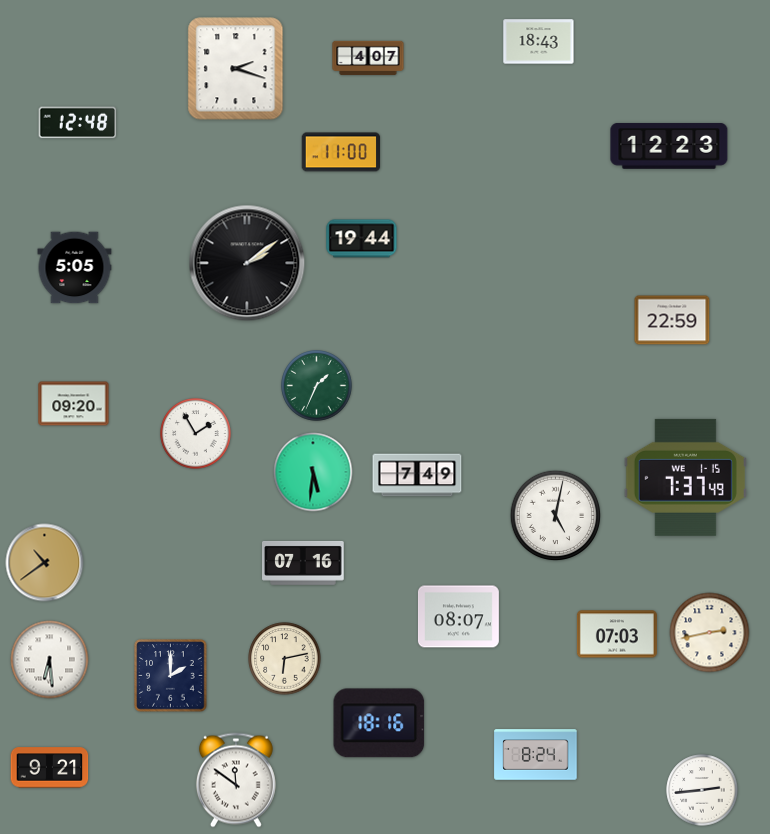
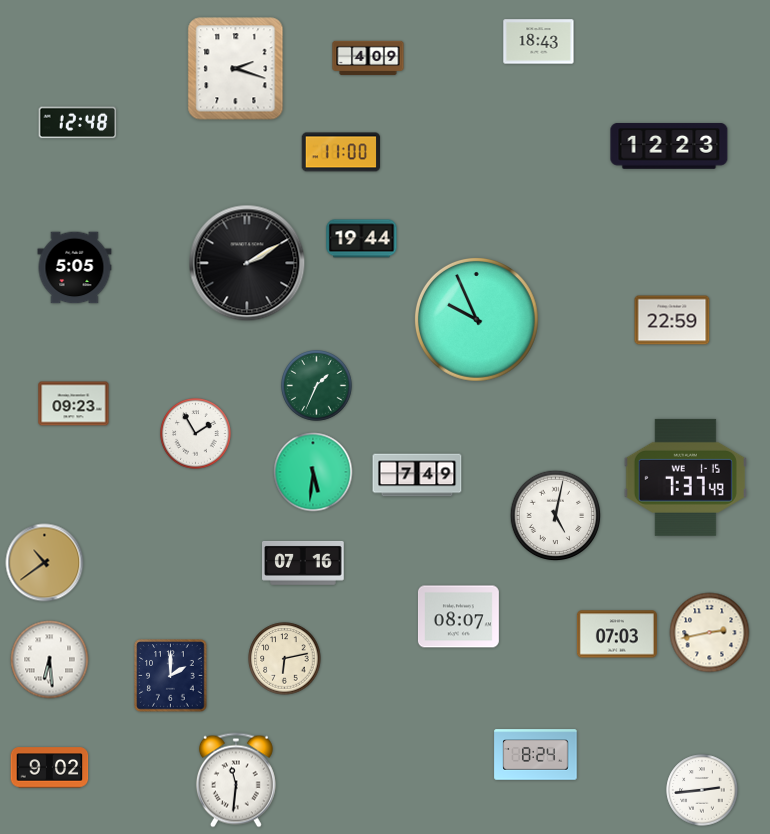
clock at (368, 58): 4:07 -> 4:09
clock at (247, 263): 2:09 -> 2:10
clock at (476, 319): none -> 9:56
clock at (74, 404): 09:20 -> 09:23
clock at (379, 723): 18:16 -> none
clock at (50, 768): 9:21 -> 9:02
clock at (236, 780): 11:51 -> 11:31
